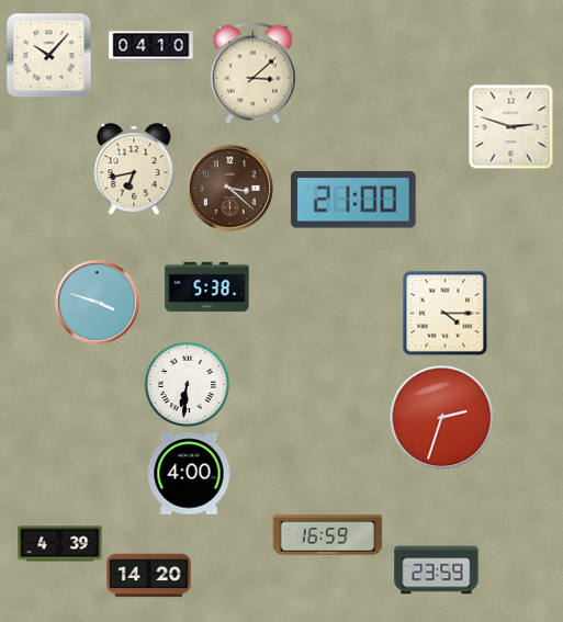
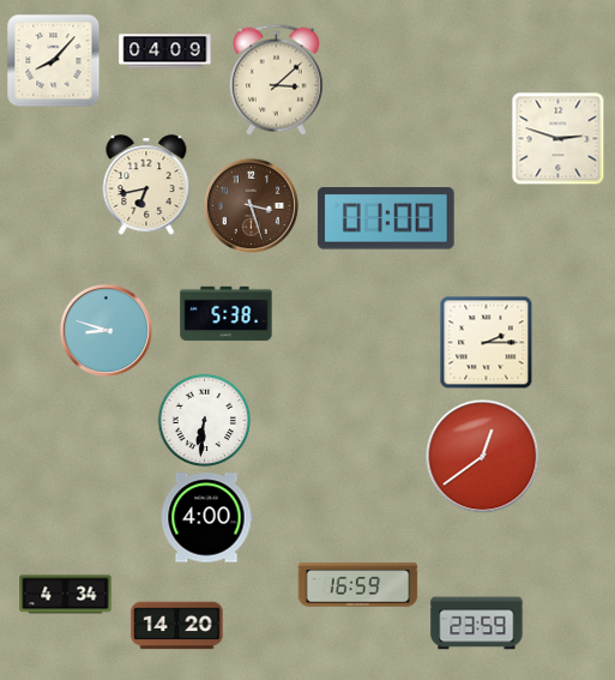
clock at (151, 47): 04:10 -> 04:09
clock at (48, 55): 10:07 -> 8:07
clock at (229, 188): 3:22 -> 3:27
clock at (353, 200): 21:00 -> 01:00
clock at (97, 302): 3:48 -> 8:48
clock at (444, 313): 4:15 -> 2:15
clock at (441, 417): 2:33 -> 12:39
clock at (60, 544): 4:39 -> 4:34
clock at (149, 576) position: (149, 576) -> (177, 626)
